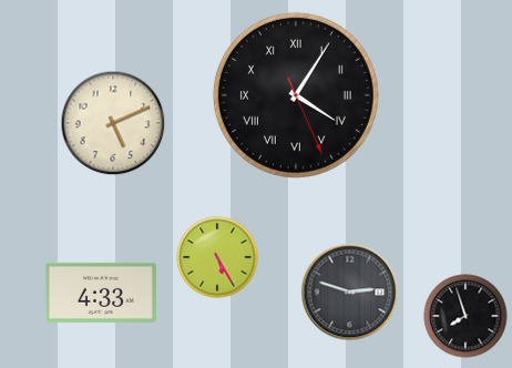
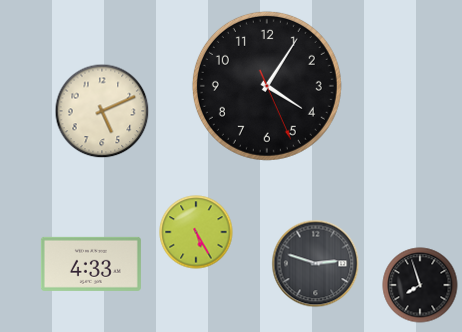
clock at (296, 95) numerals: Roman -> Arabic
